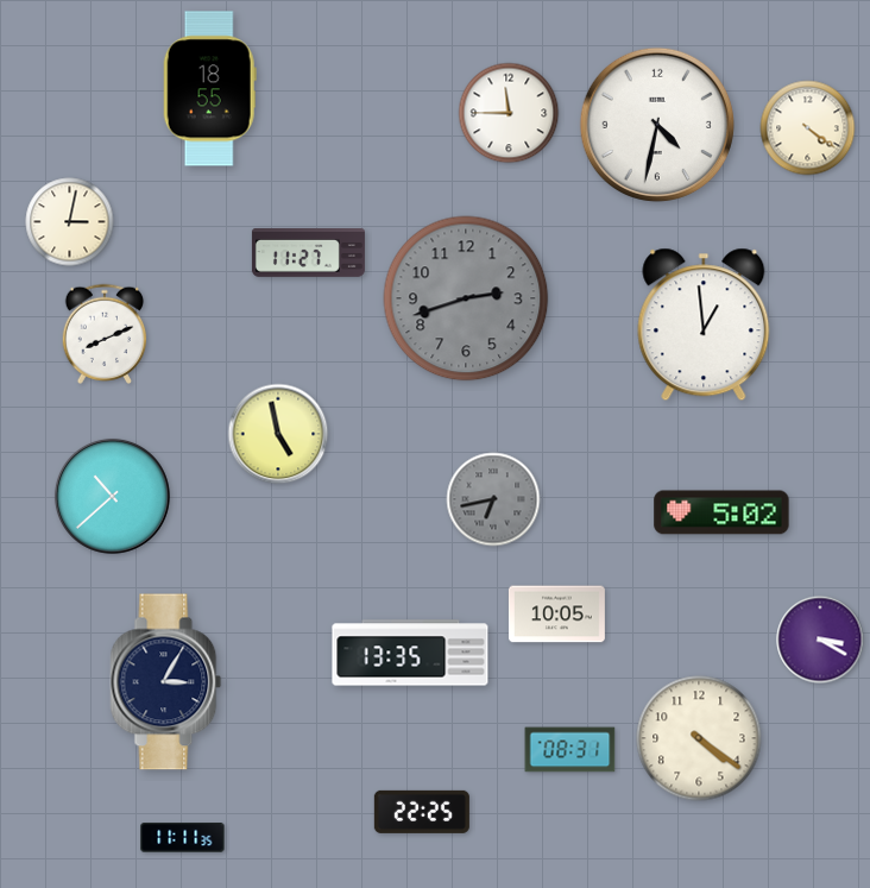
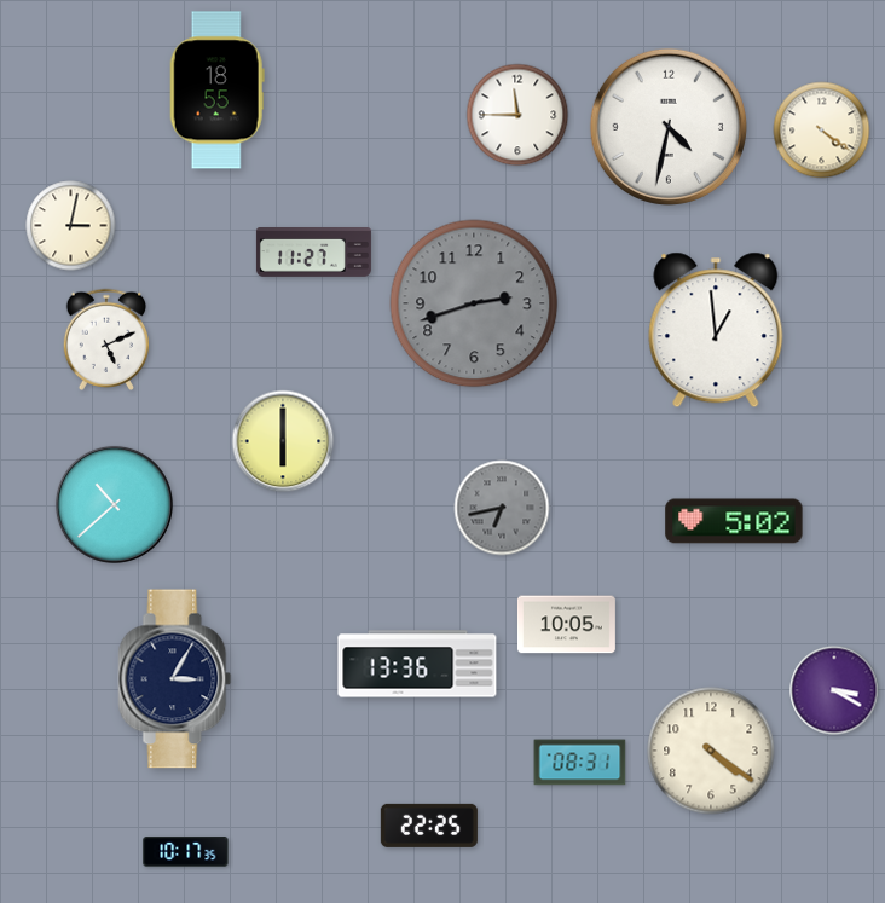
clock at (209, 89) position: (209, 89) -> (216, 91)
clock at (308, 253) position: (308, 253) -> (313, 253)
clock at (105, 333): 8:11 -> 5:11
clock at (278, 434): 4:58 -> 6:00
clock at (820, 640) position: (820, 640) -> (834, 690)
clock at (410, 653): 13:35 -> 13:36
clock at (166, 682) position: (166, 682) -> (175, 679)
clock at (183, 838): 11:11 -> 10:17
